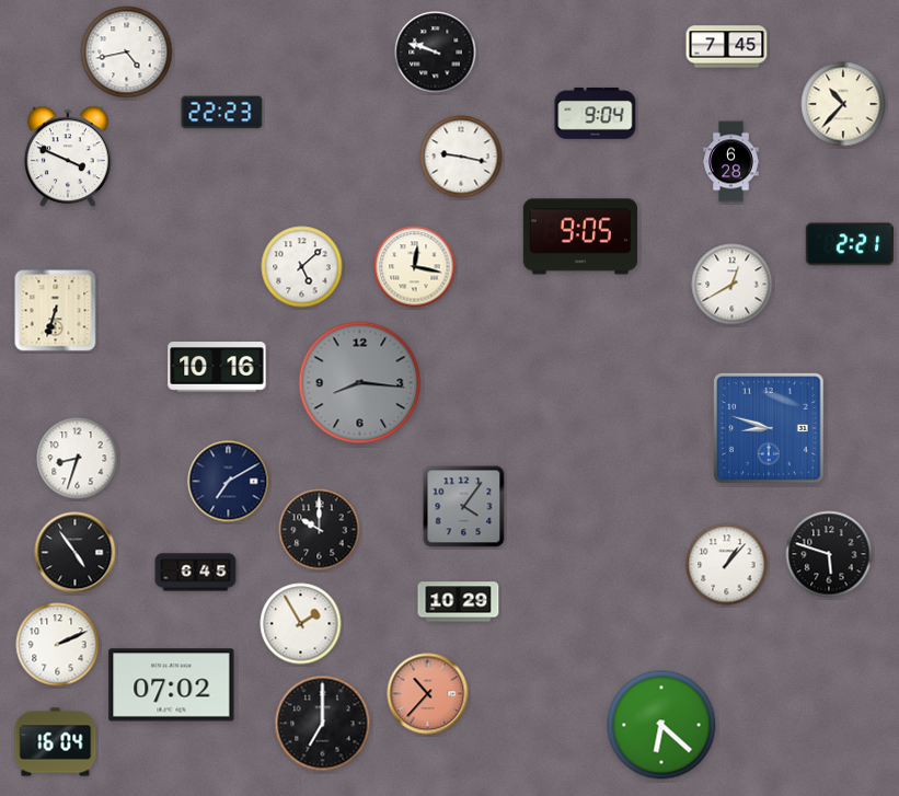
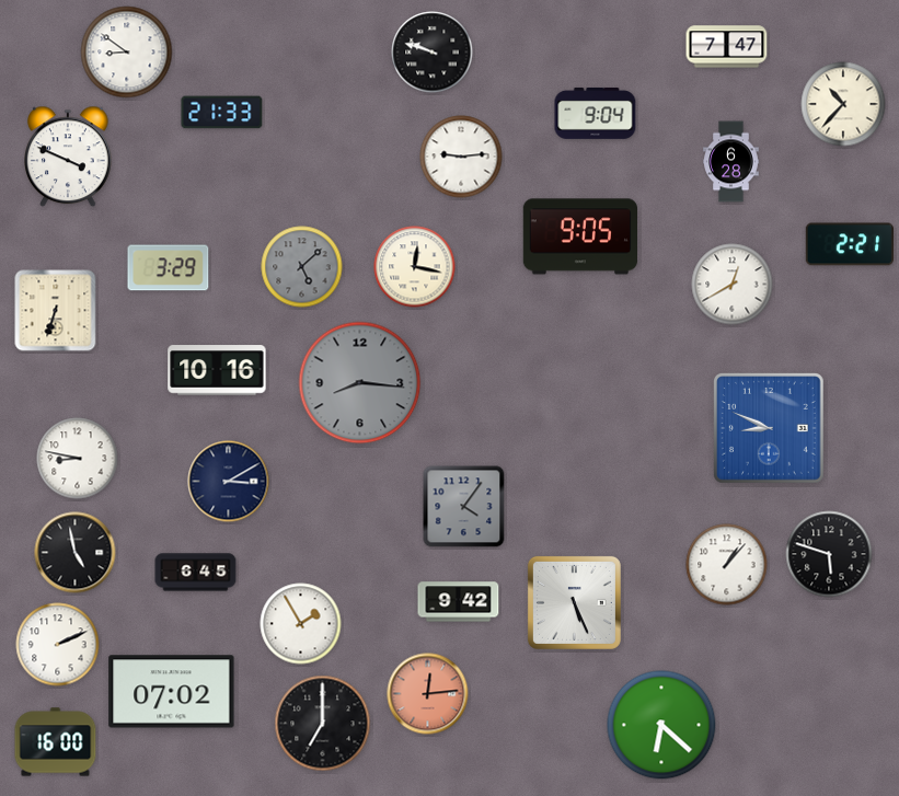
clock at (727, 47): 7:45 -> 7:47
clock at (127, 53): 4:43 -> 8:51
clock at (436, 53) position: (436, 53) -> (433, 53)
clock at (222, 113): 22:23 -> 21:33
clock at (461, 157): 9:17 -> 9:14
clock at (302, 267) dial: white -> grey
clock at (169, 268): none -> 3:29
clock at (217, 367) position: (217, 367) -> (217, 370)
clock at (770, 429): 8:48 -> 8:49
clock at (78, 459): 8:33 -> 8:47
clock at (229, 482): 7:10 -> 3:10
clock at (320, 530): 10:00 -> none
clock at (76, 553): 4:54 -> 4:58
clock at (459, 602): 10:29 -> 9:42
clock at (574, 602): none -> 5:26
clock at (172, 685) position: (172, 685) -> (172, 692)
clock at (428, 694): 10:37 -> 12:14
clock at (56, 742): 16:04 -> 16:00
